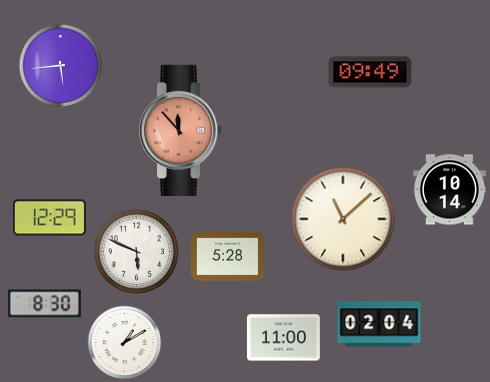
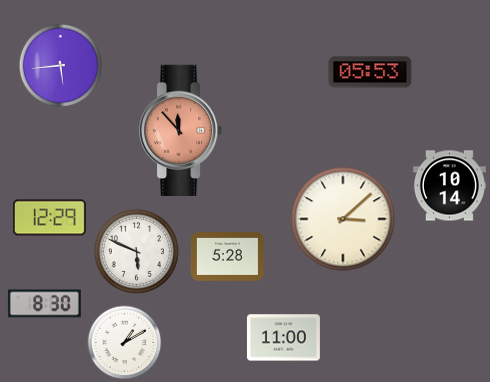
clock at (370, 72): 09:49 -> 05:53
clock at (449, 190) position: (449, 190) -> (449, 186)
clock at (343, 219): 11:08 -> 3:08
clock at (379, 324): 02:04 -> none
